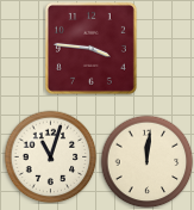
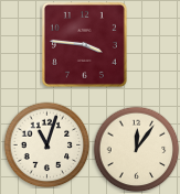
clock at (146, 161): 12:01 -> 12:06
